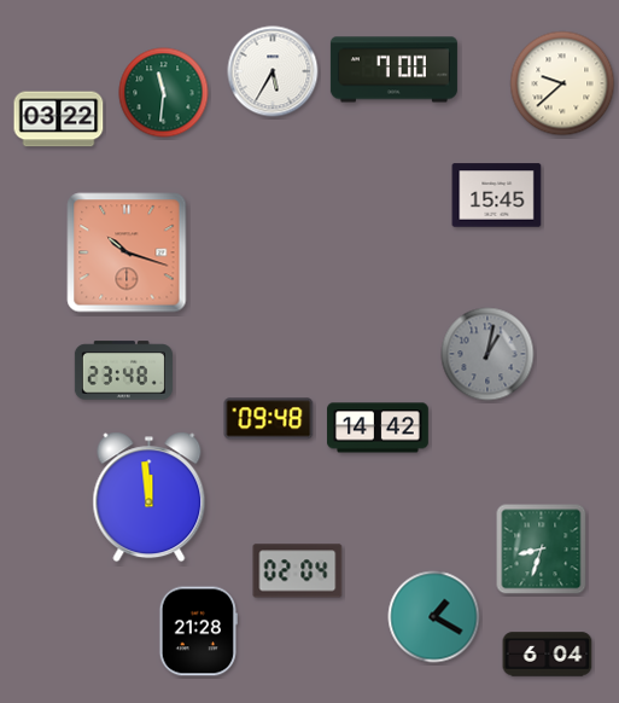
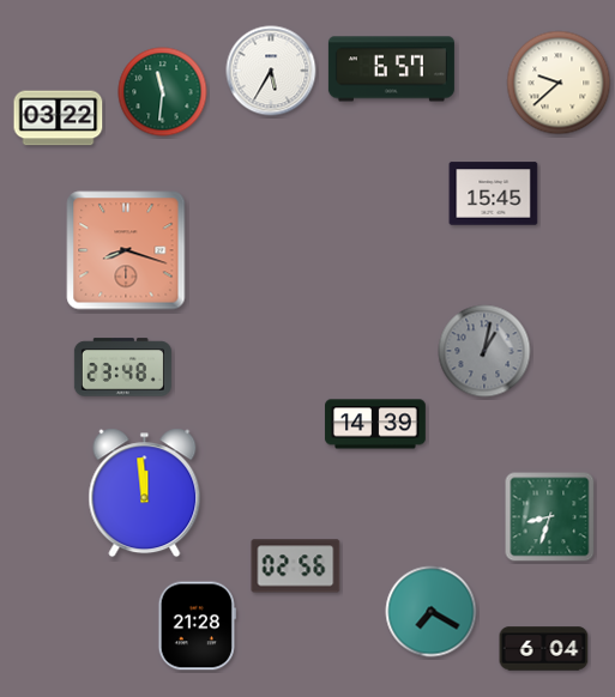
clock at (393, 70): 7:00 -> 6:57
clock at (127, 252): 10:18 -> 8:18
clock at (269, 419): 09:48 -> none
clock at (378, 428): 14:42 -> 14:39
clock at (150, 498) position: (150, 498) -> (145, 493)
clock at (542, 550) position: (542, 550) -> (550, 517)
clock at (298, 571): 02:04 -> 02:56
clock at (434, 617): 1:20 -> 7:20
